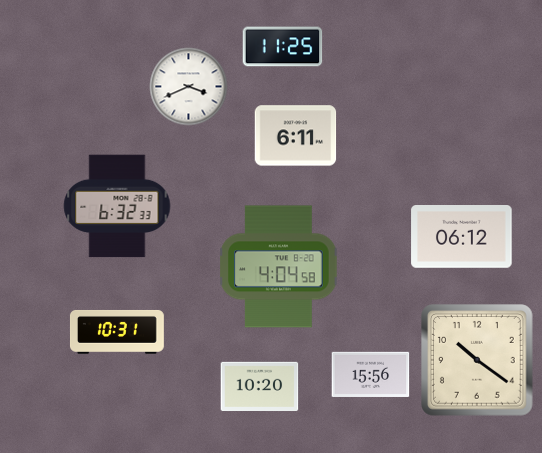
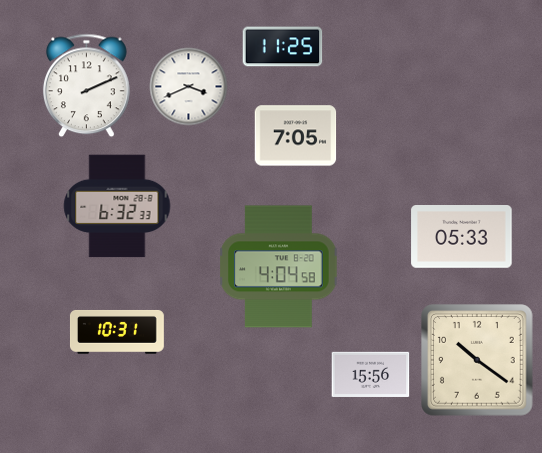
clock at (87, 85): none -> 2:11
clock at (295, 136): 6:11 -> 7:05
clock at (462, 237): 06:12 -> 05:33
clock at (259, 386): 10:20 -> none
